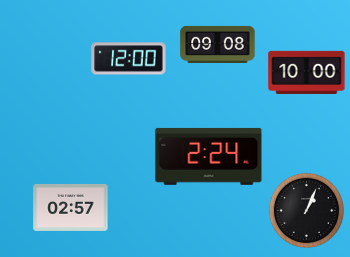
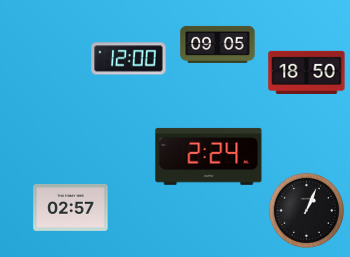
clock at (218, 44): 09:08 -> 09:05
clock at (307, 72): 10:00 -> 18:50
